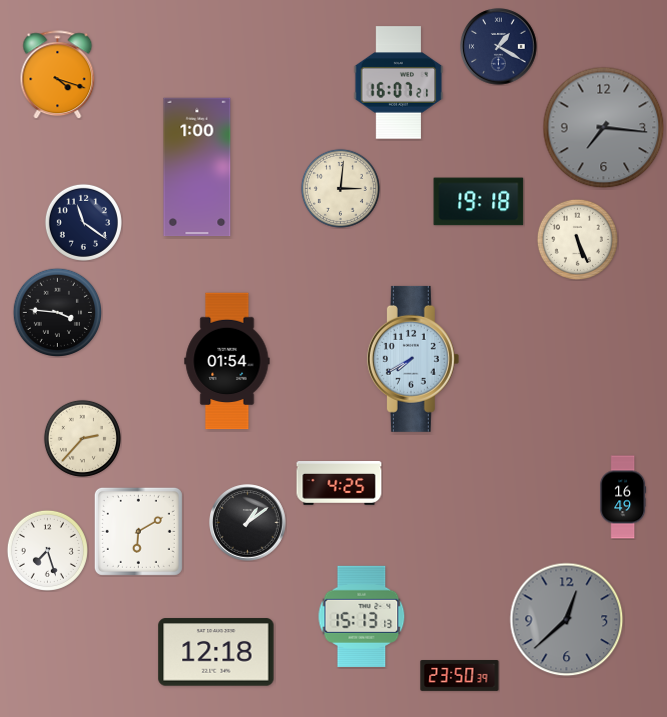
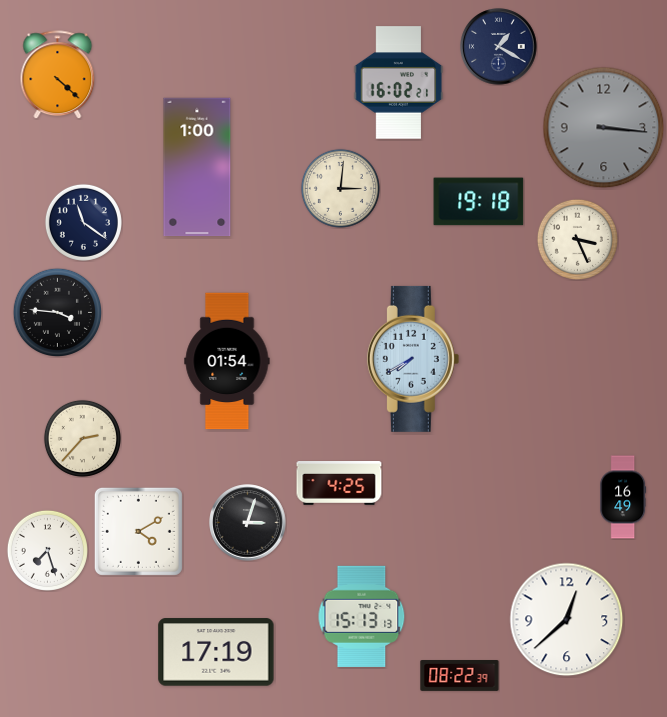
clock at (58, 75): 4:18 -> 4:22
clock at (399, 83): 16:07 -> 16:02
clock at (604, 128): 7:16 -> 3:16
clock at (577, 239): 5:26 -> 3:26
clock at (248, 523): 1:09 -> 3:03
clock at (138, 531): 6:10 -> 4:10
clock at (567, 620) dial: grey -> white
clock at (216, 652): 12:18 -> 17:19
clock at (460, 676): 23:50 -> 08:22
